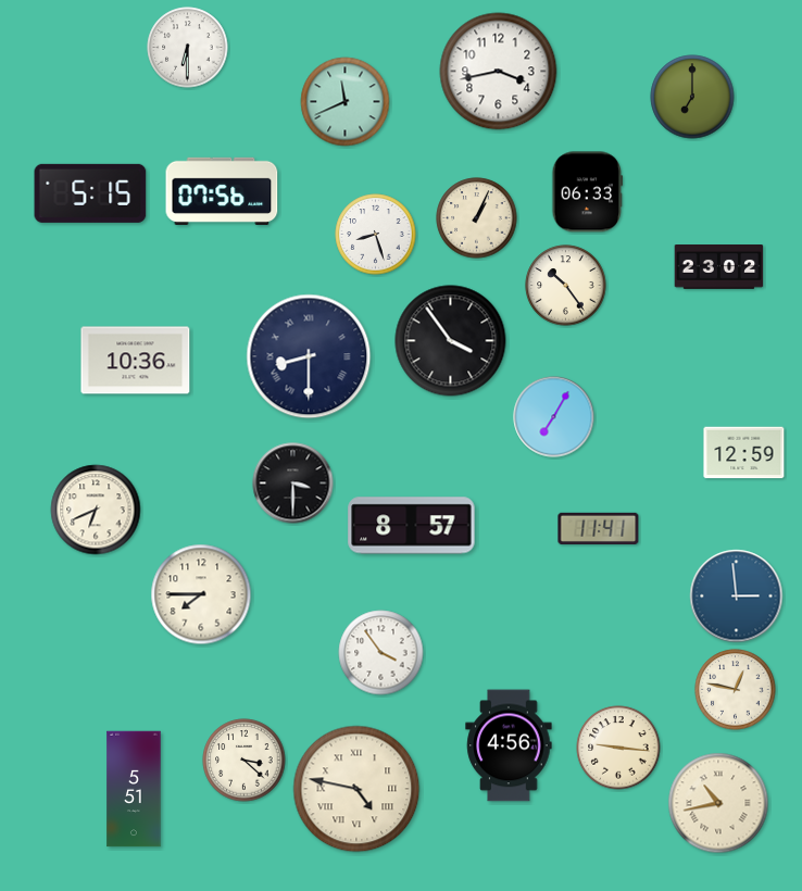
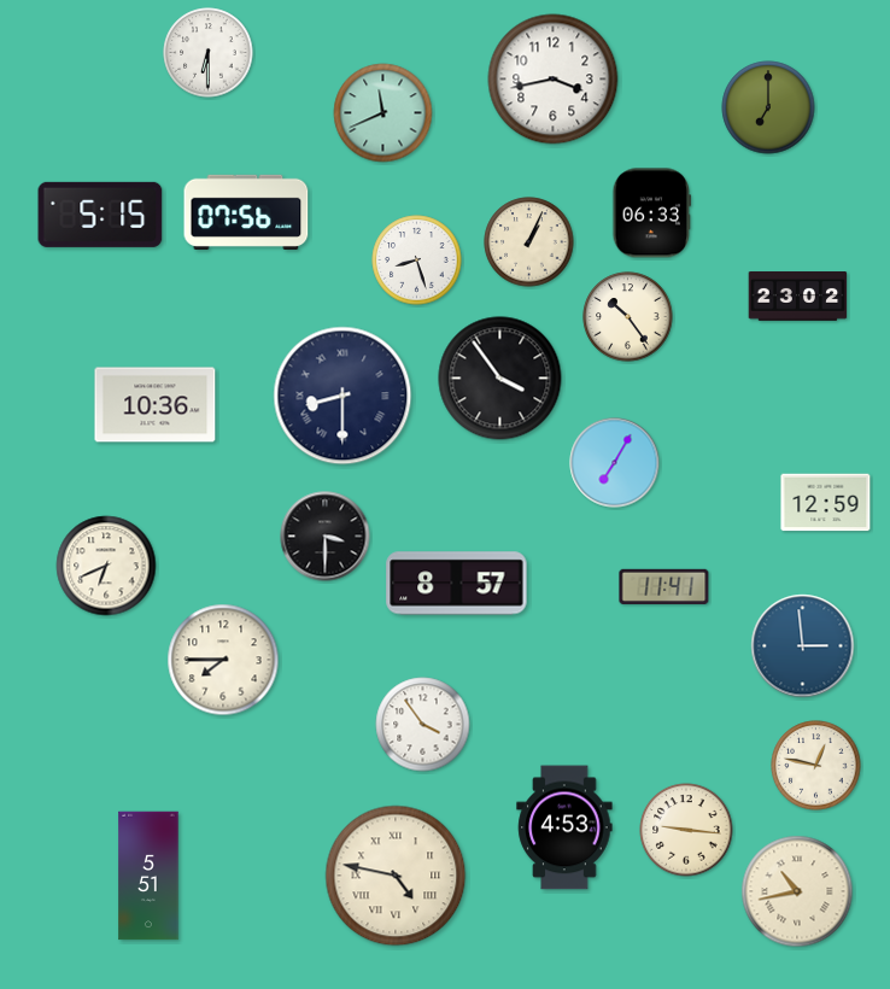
clock at (136, 361) position: (136, 361) -> (156, 405)
clock at (737, 597) position: (737, 597) -> (803, 646)
clock at (509, 745): 4:56 -> 4:53
clock at (245, 761): 3:22 -> none
